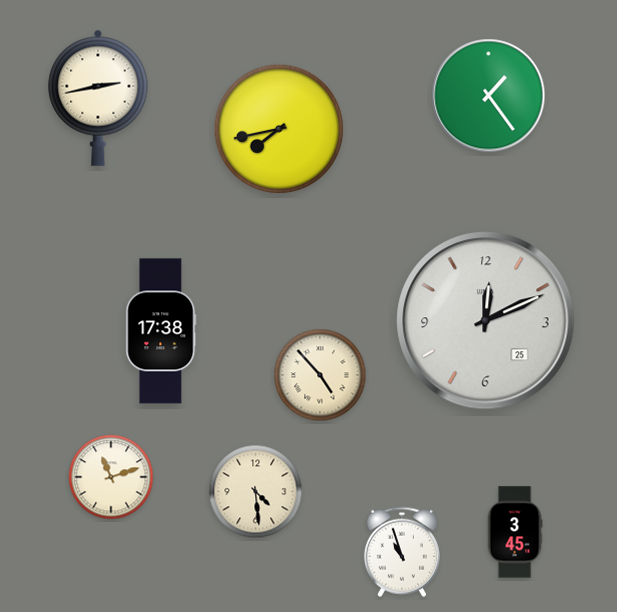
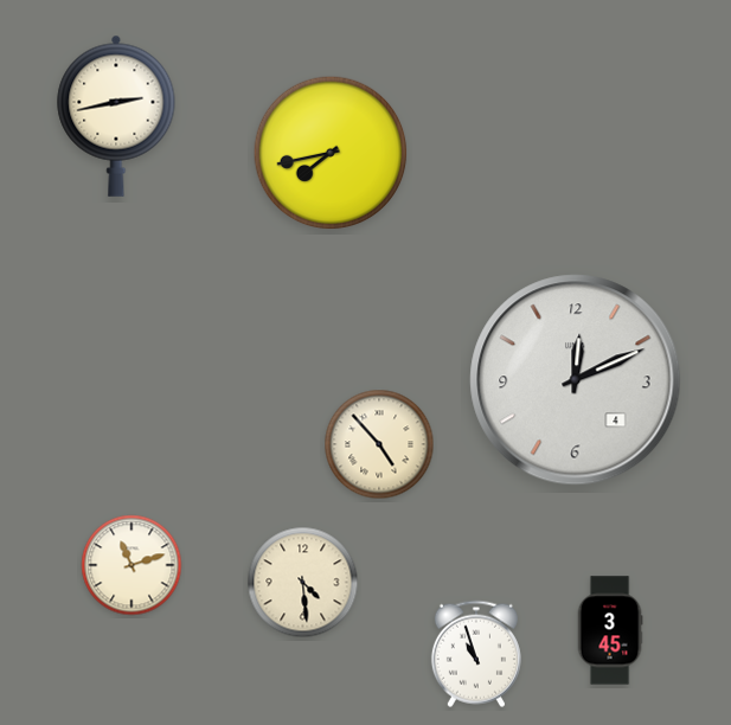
clock at (489, 96): 1:24 -> none
clock at (486, 321) date: 25 -> 4
clock at (161, 331): 17:38 -> none
